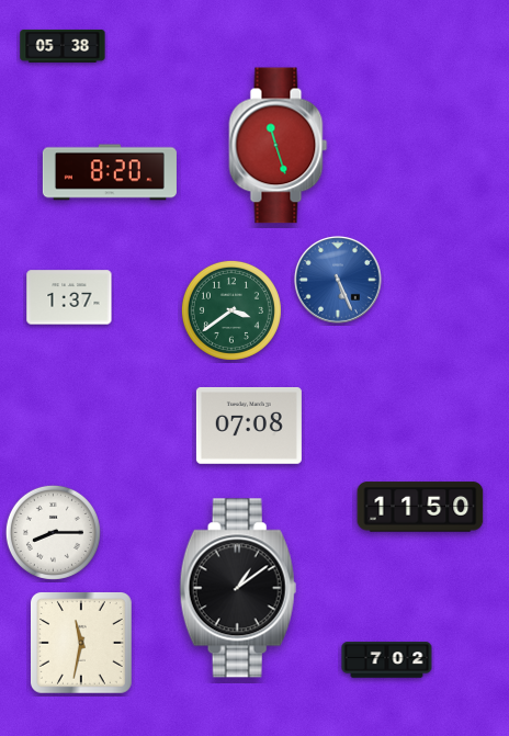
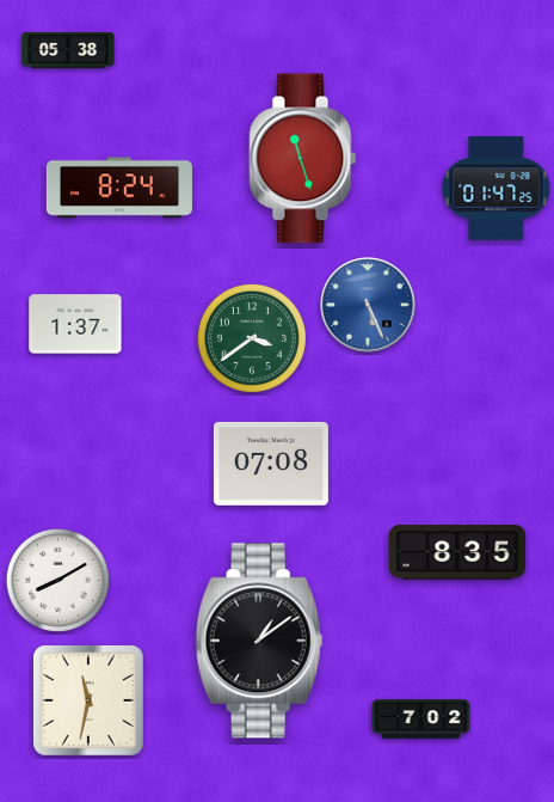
clock at (110, 172): 8:20 -> 8:24
clock at (497, 189): none -> 01:47
clock at (420, 507): 11:50 -> 8:35
clock at (53, 532): 8:15 -> 8:10
